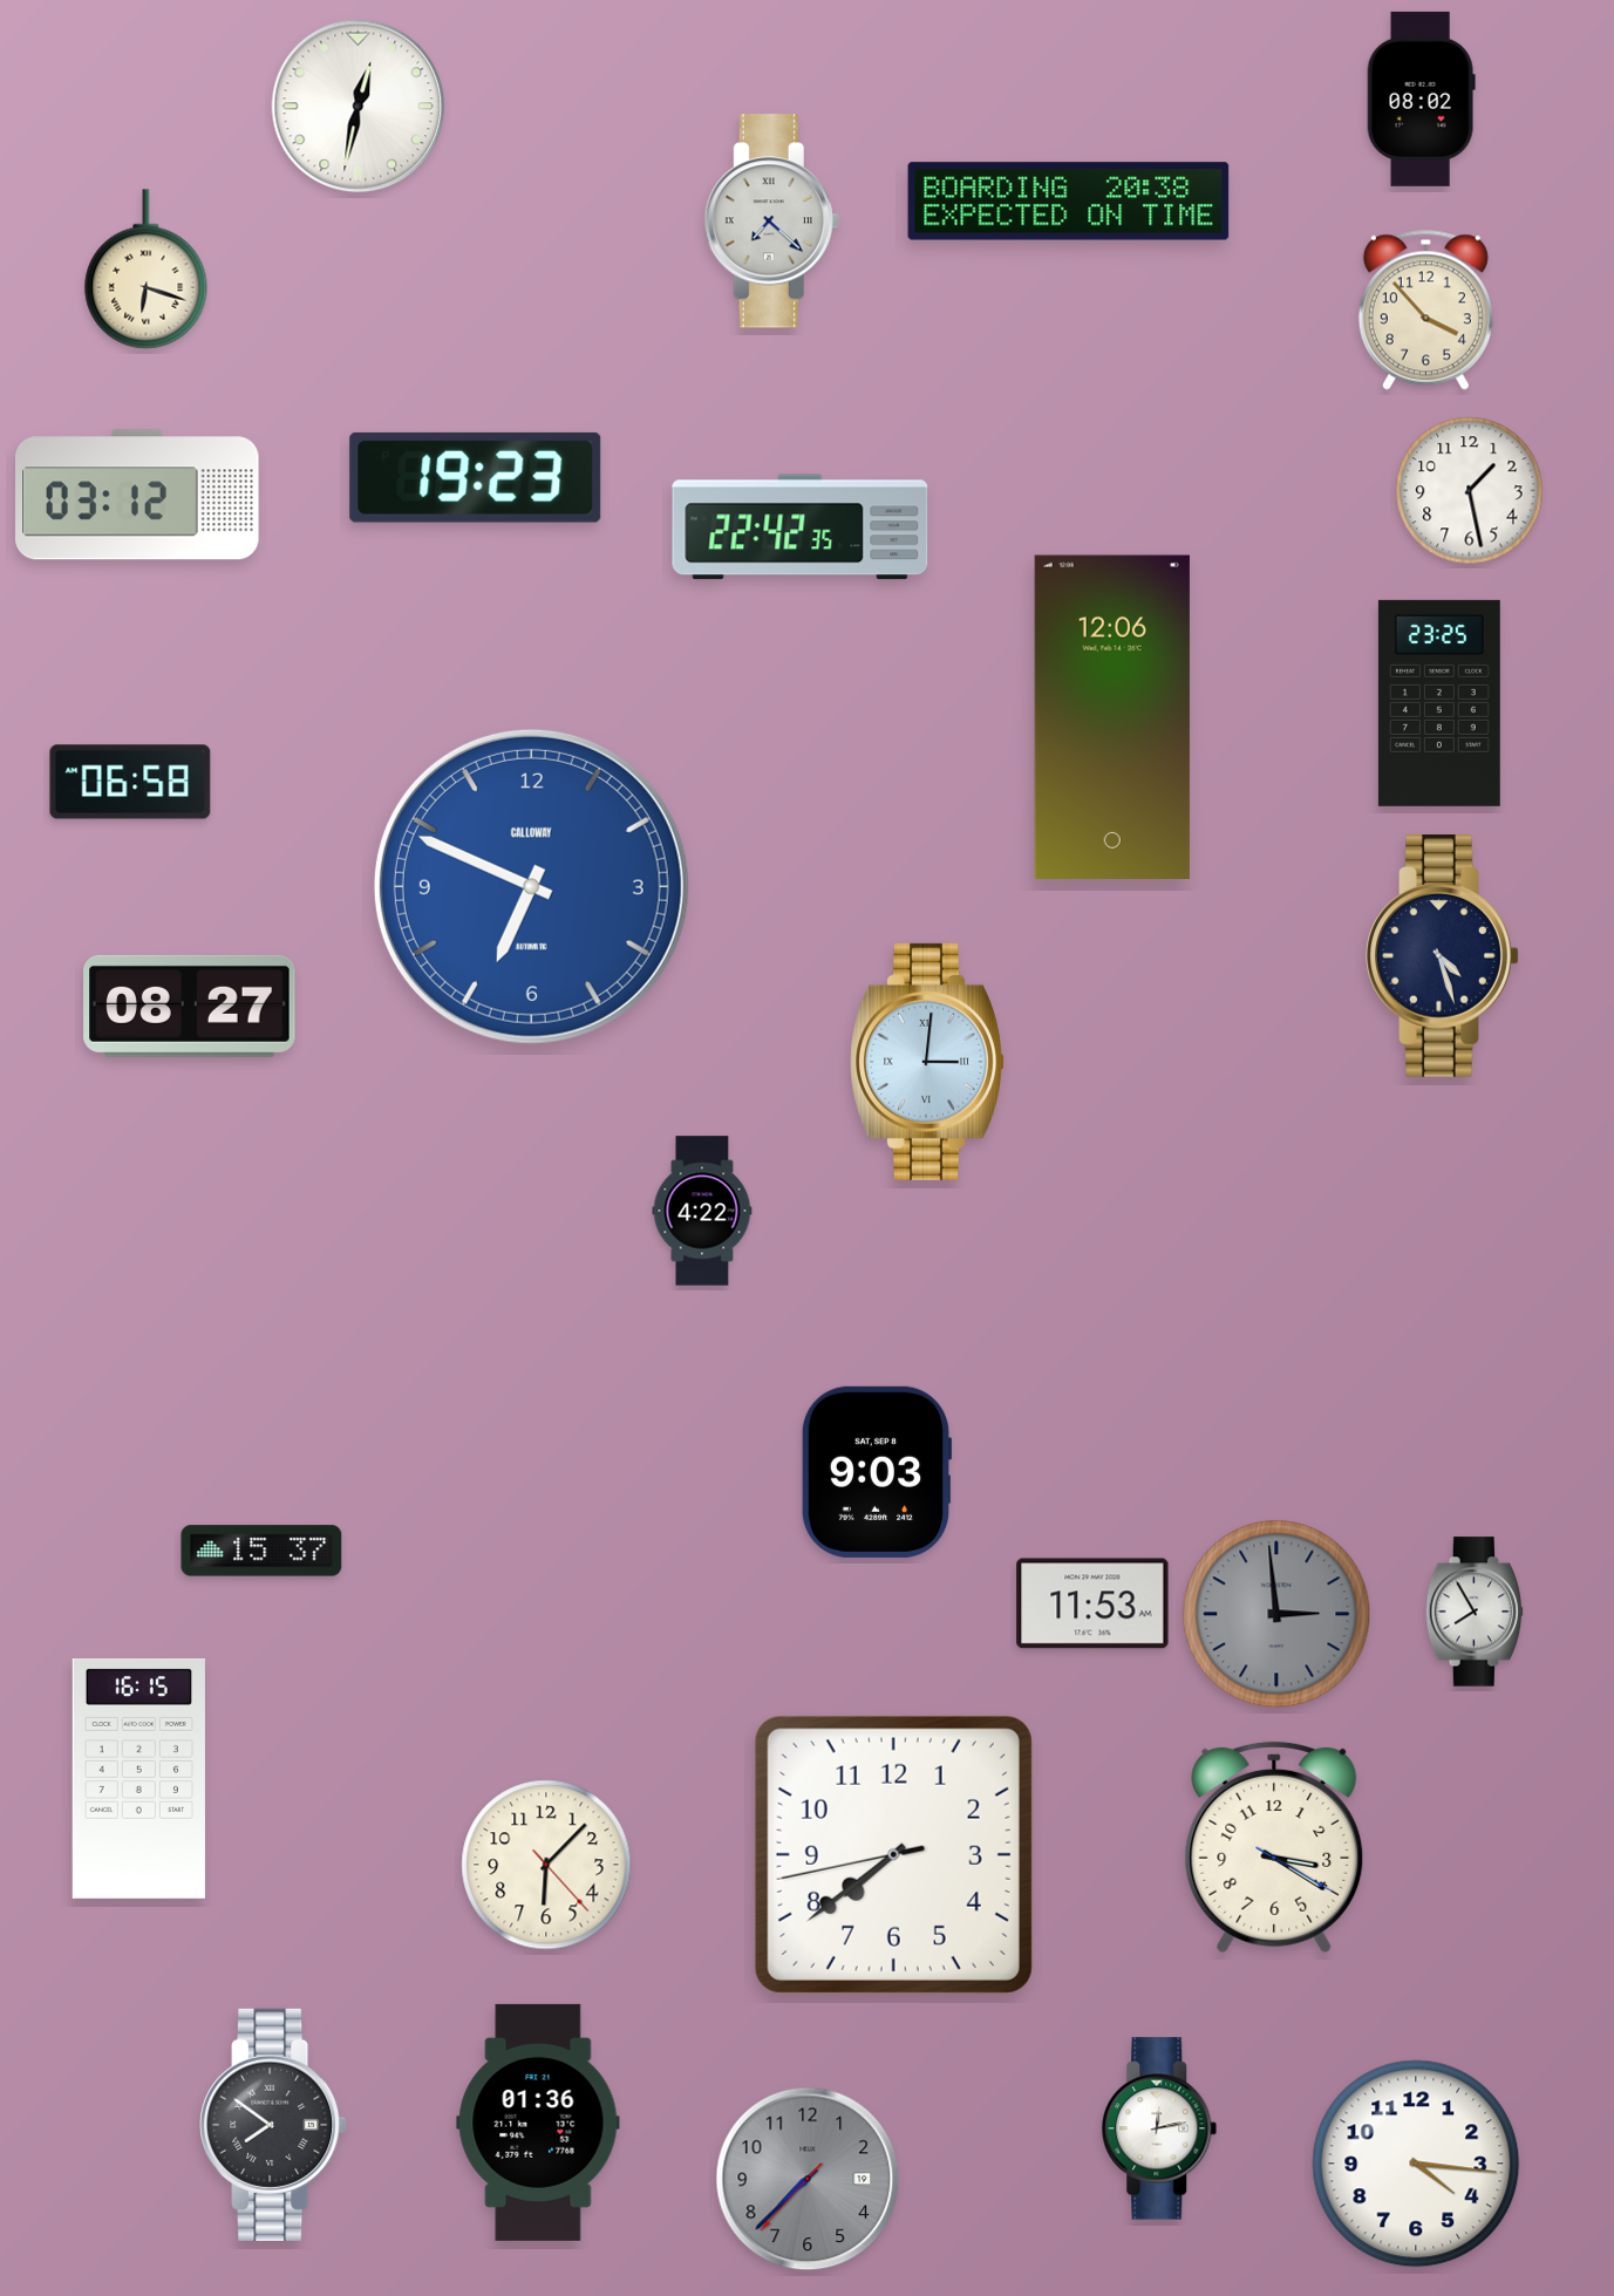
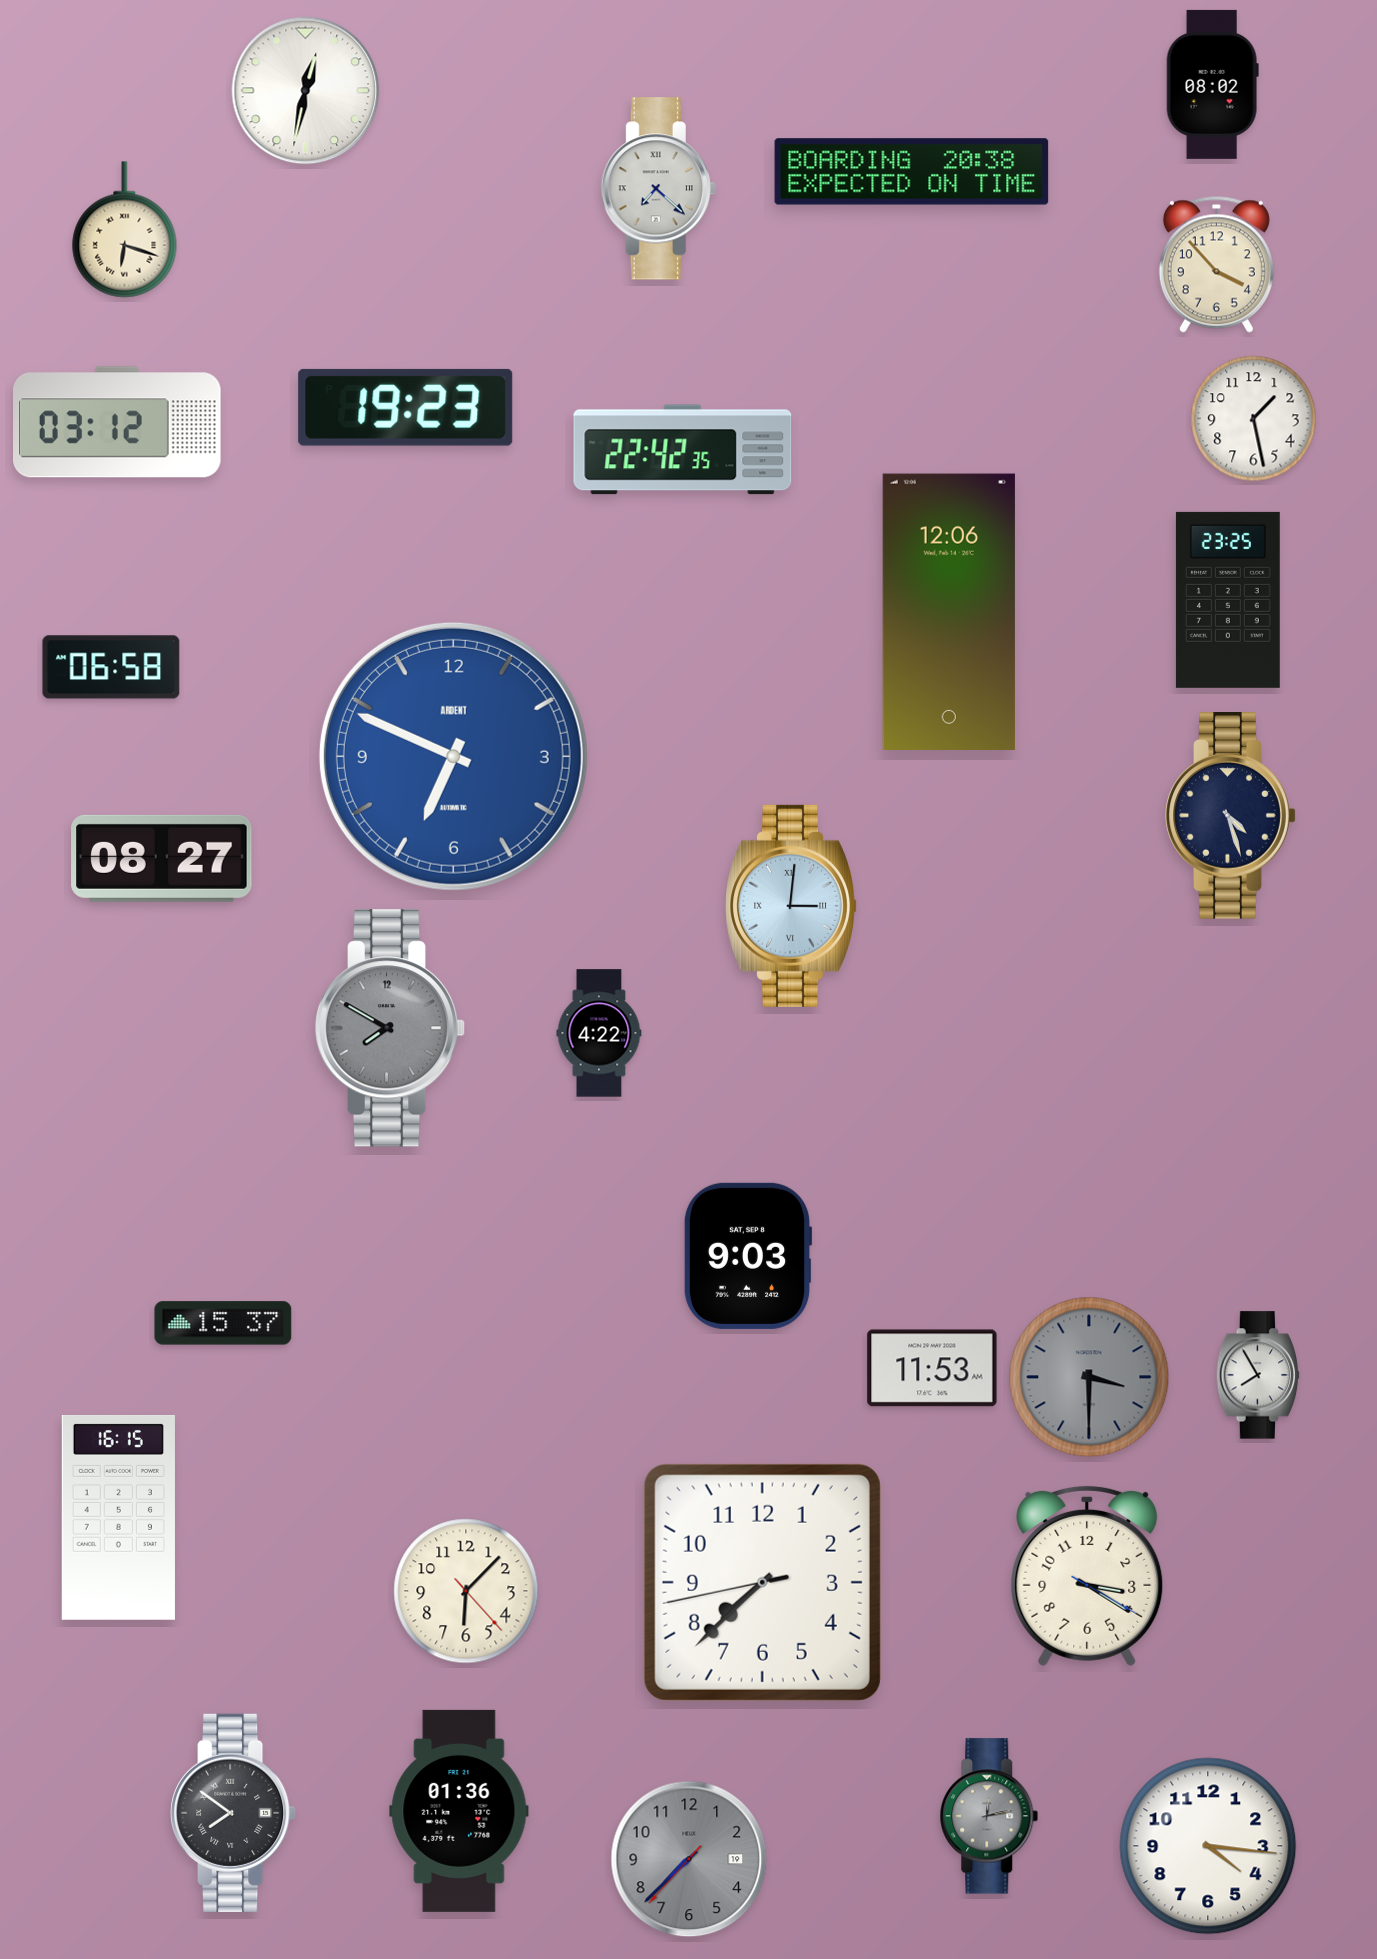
clock at (531, 886) brand: CALLOWAY -> ARDENT
clock at (390, 1028): none -> 7:50
clock at (1276, 1614): 2:59 -> 3:30
clock at (893, 1854): 7:38 -> 7:37
clock at (1159, 2128) dial: white -> grey
